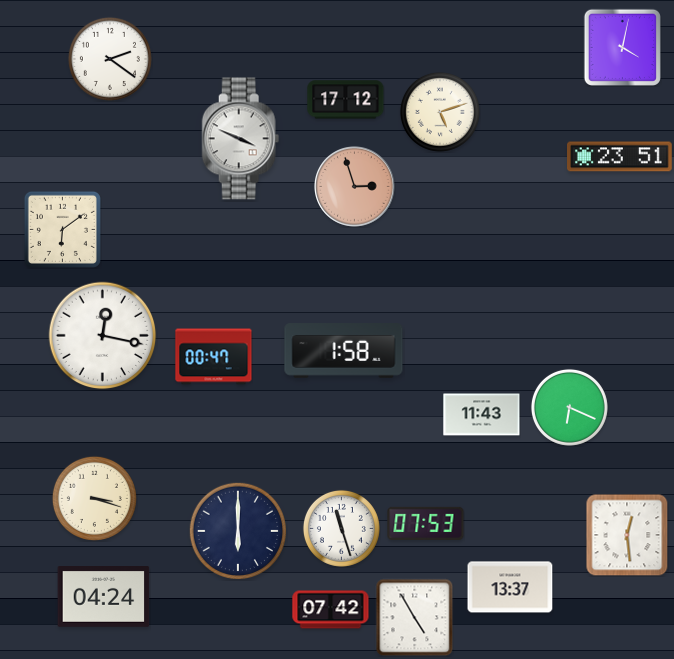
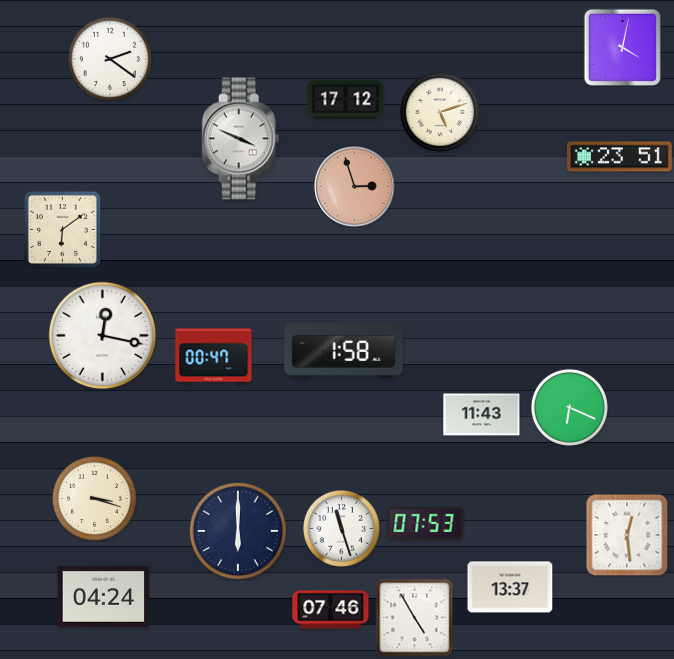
clock at (331, 610): 07:42 -> 07:46
